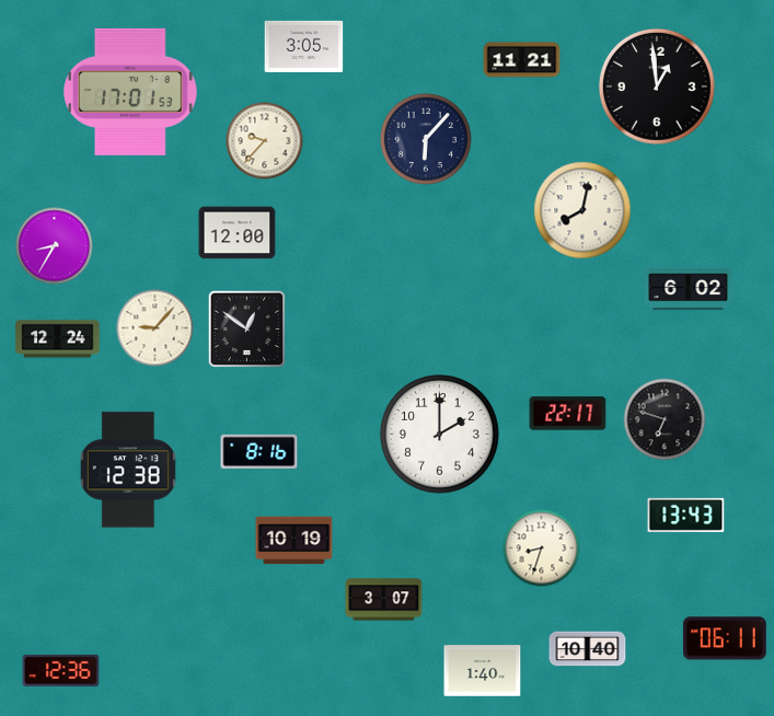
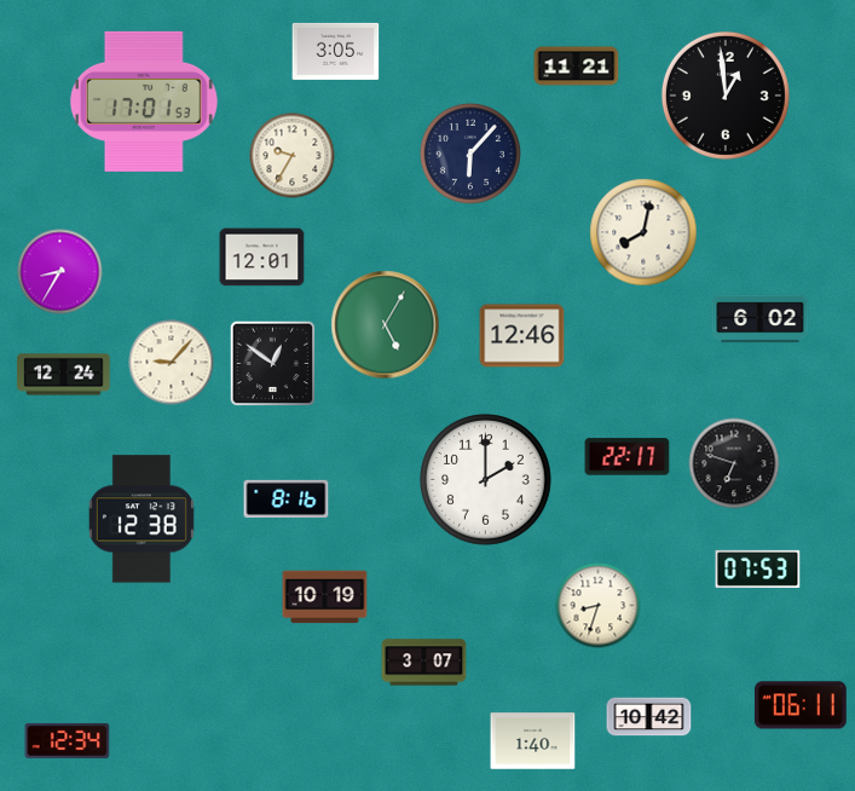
clock at (265, 141): 9:37 -> 9:35
clock at (238, 233): 12:00 -> 12:01
clock at (386, 325): none -> 5:05
clock at (522, 336): none -> 12:46
clock at (686, 515): 13:43 -> 07:53
clock at (588, 649): 10:40 -> 10:42
clock at (61, 670): 12:36 -> 12:34
